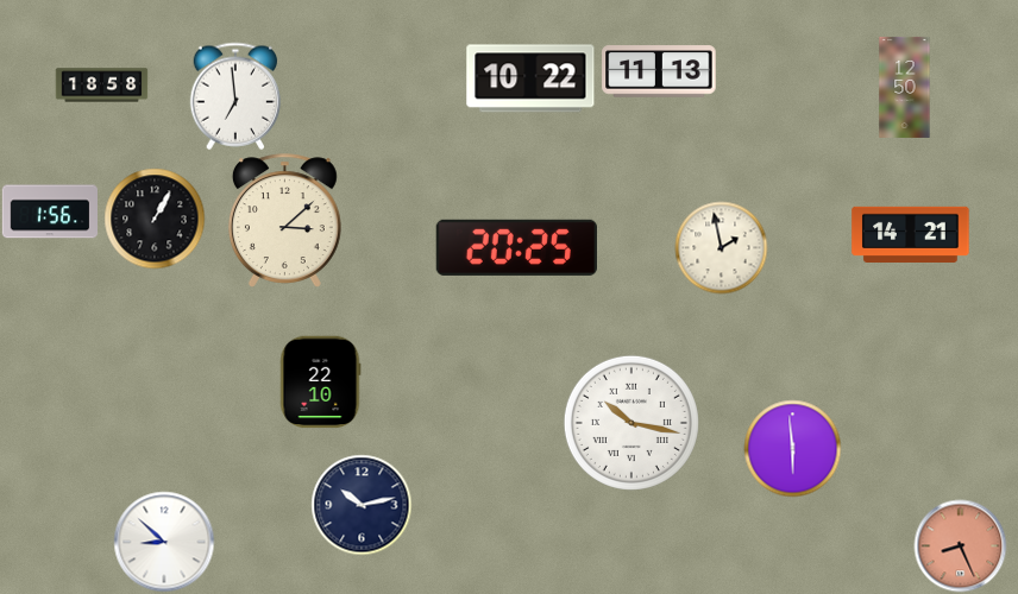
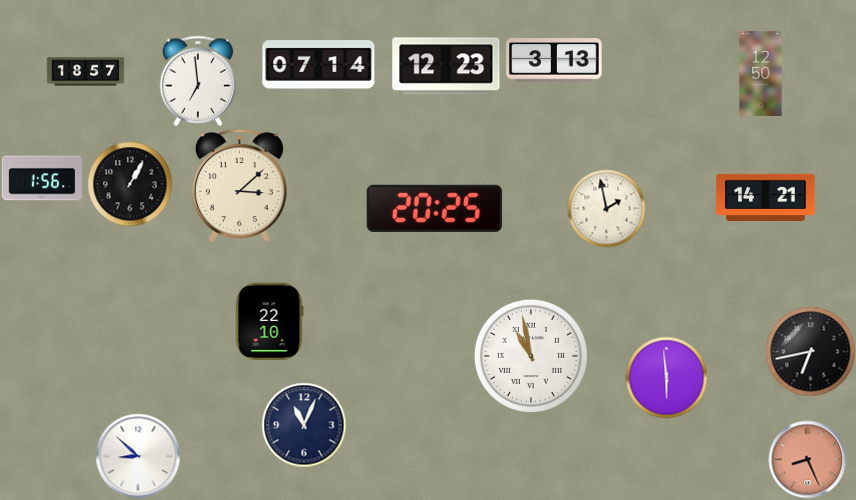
clock at (659, 71): 11:13 -> 3:13
clock at (319, 65): none -> 07:14
clock at (530, 78): 10:22 -> 12:23
clock at (101, 86): 18:58 -> 18:57
clock at (810, 351): none -> 6:43
clock at (631, 423): 10:17 -> 10:58
clock at (362, 505): 10:13 -> 11:04
